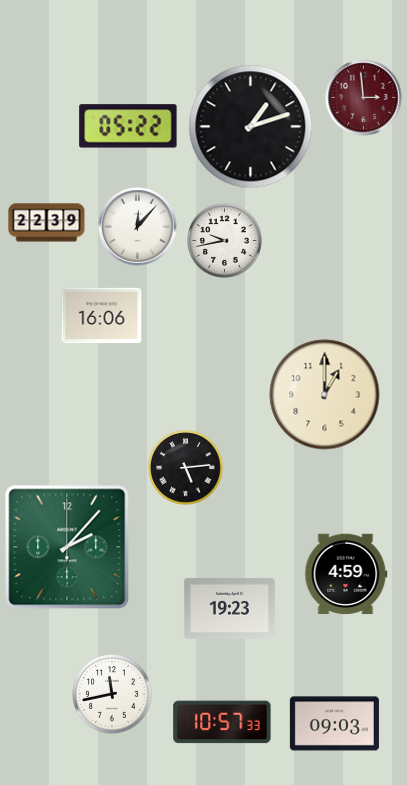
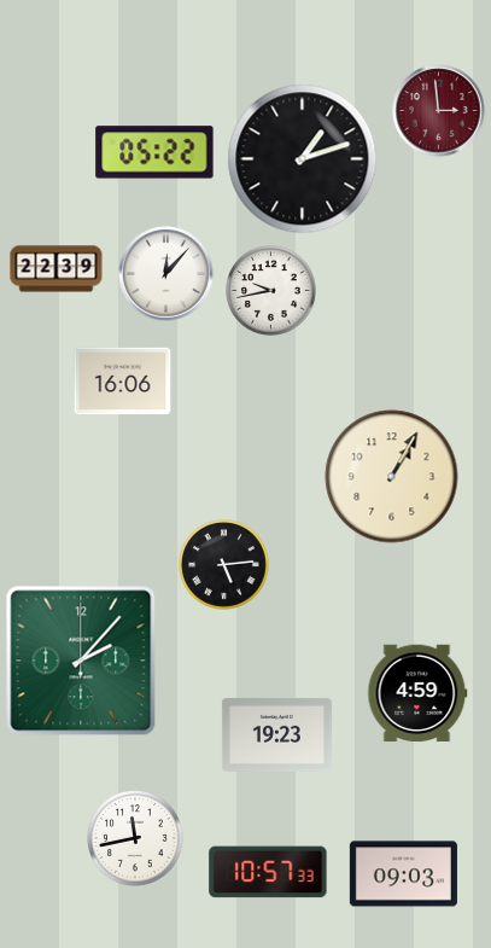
clock at (364, 98) position: (364, 98) -> (439, 111)
clock at (251, 127) position: (251, 127) -> (303, 159)
clock at (325, 395): 1:00 -> 1:05
